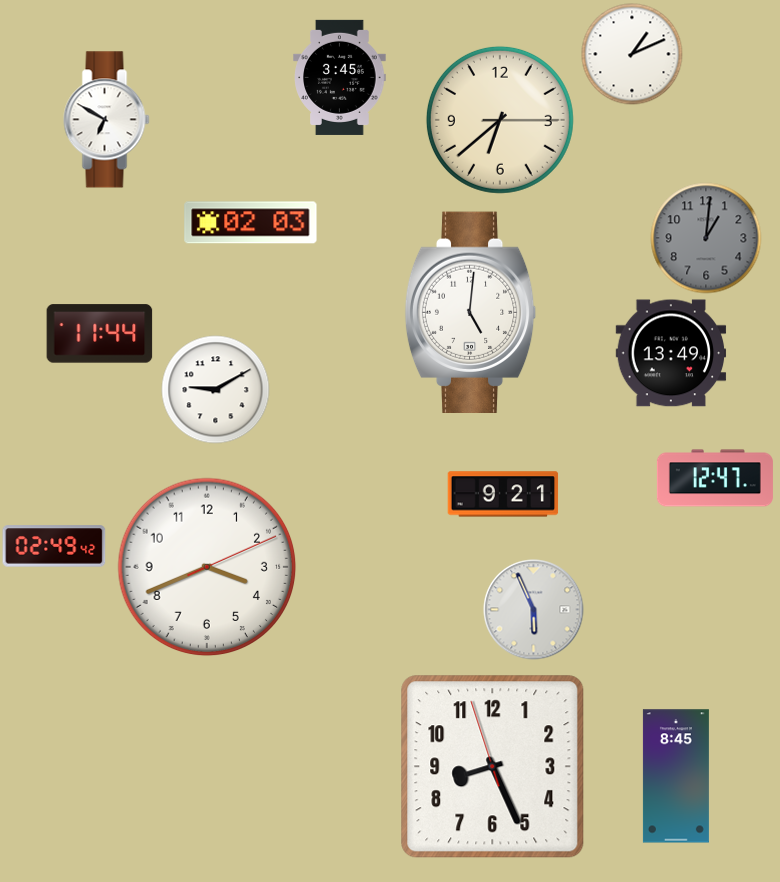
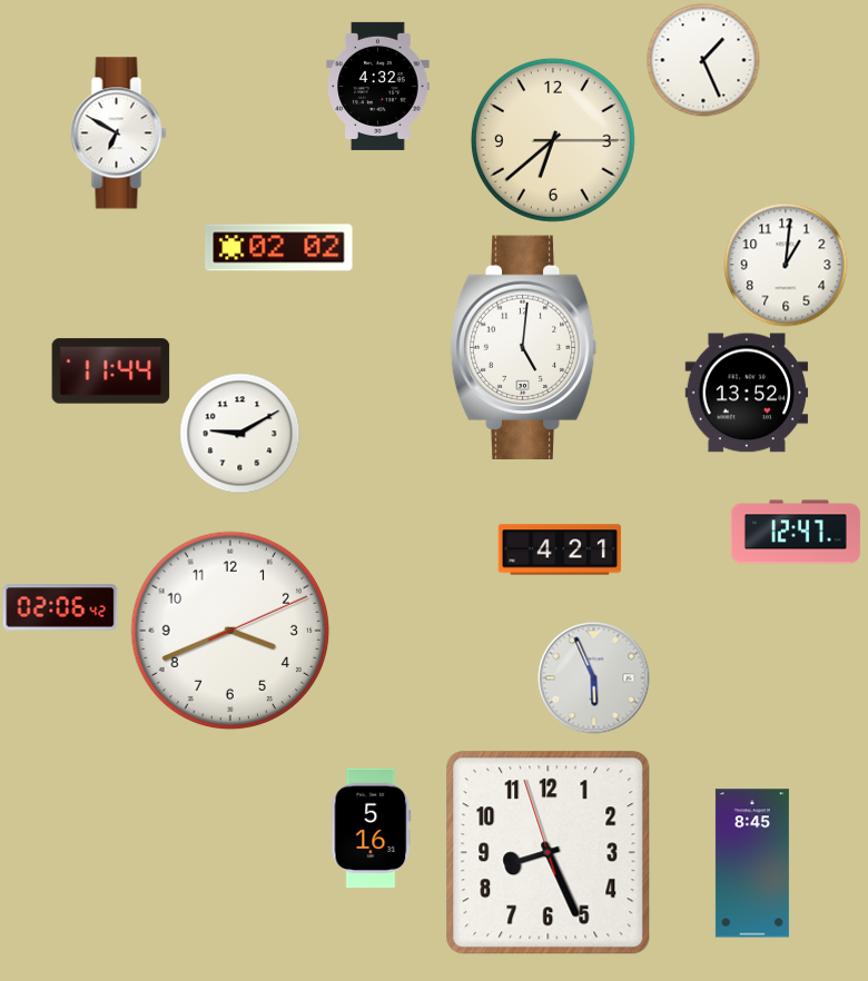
clock at (632, 54): 1:11 -> 1:26
clock at (340, 77): 3:45 -> 4:32
clock at (500, 120) position: (500, 120) -> (553, 140)
clock at (251, 223): 02:03 -> 02:02
clock at (706, 238) dial: grey -> white
clock at (671, 353): 13:49 -> 13:52
clock at (503, 494): 9:21 -> 4:21
clock at (54, 546): 02:49 -> 02:06
clock at (372, 829): none -> 5:16
